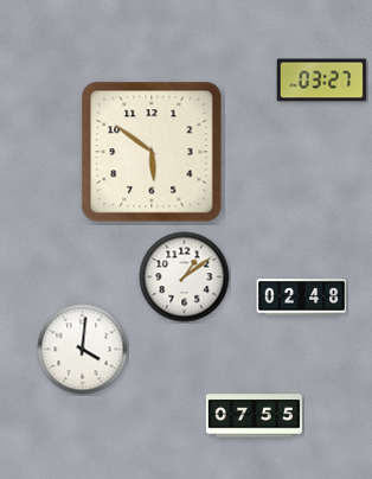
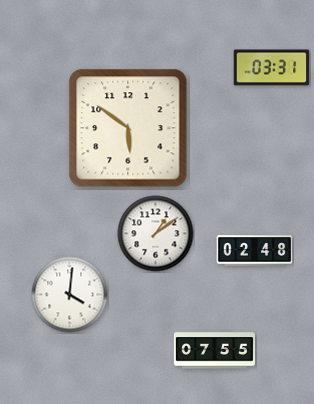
clock at (322, 81): 03:27 -> 03:31
